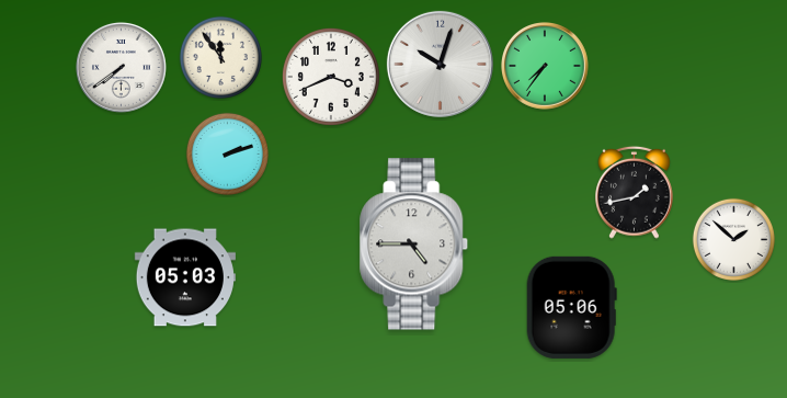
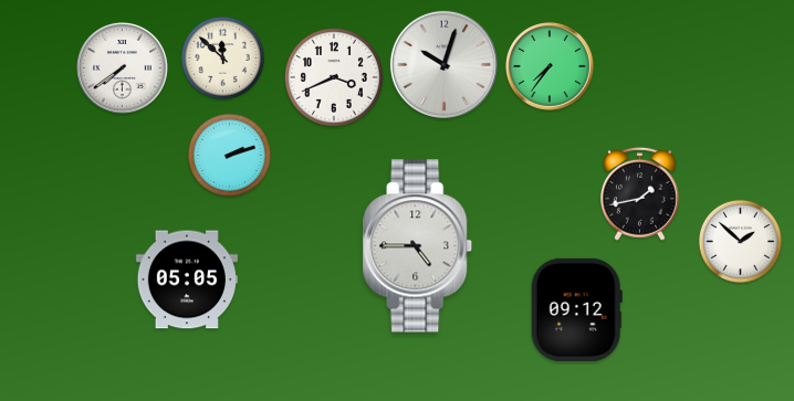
clock at (220, 57): 11:54 -> 11:52
clock at (185, 277): 05:03 -> 05:05
clock at (571, 307): 05:06 -> 09:12
